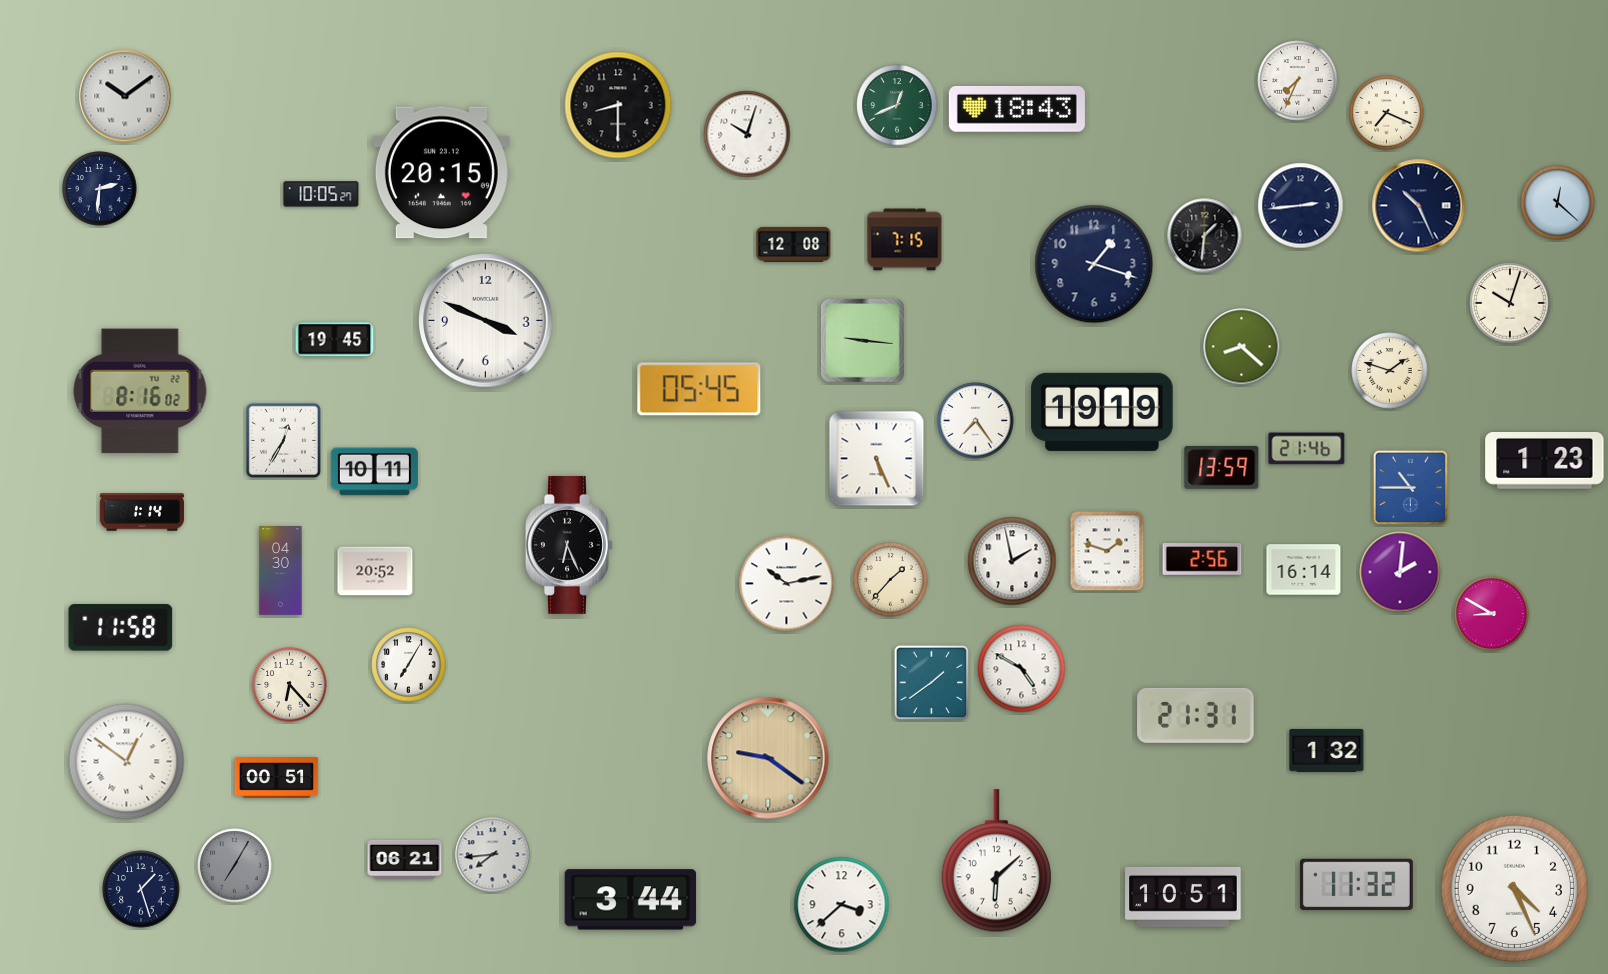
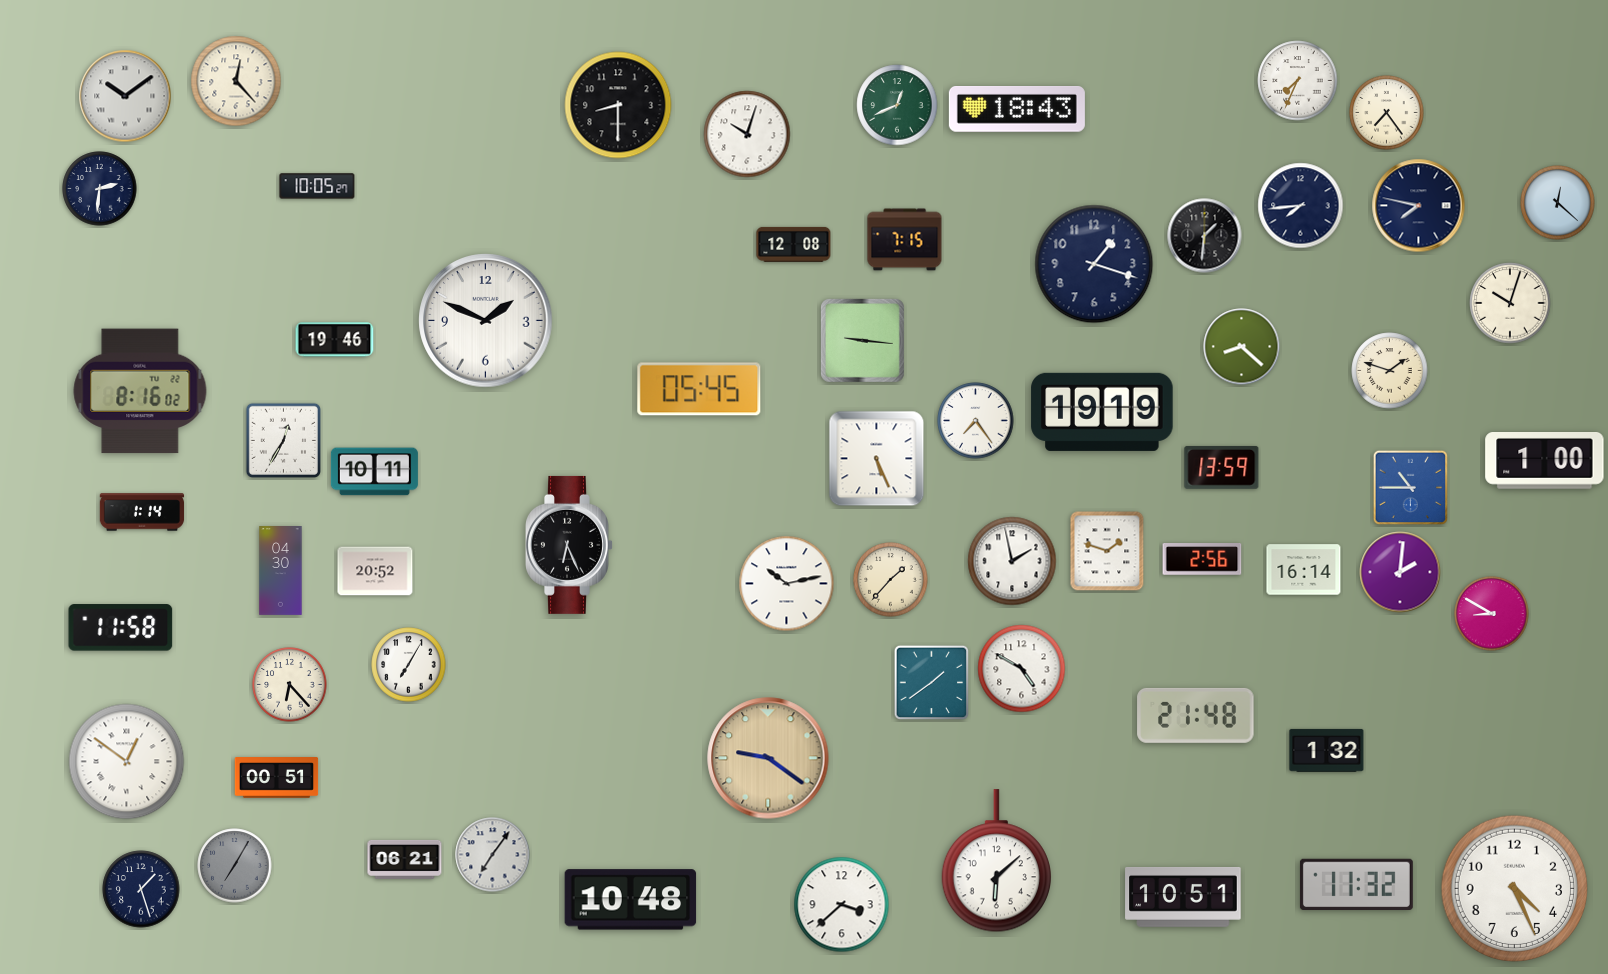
clock at (236, 81): none -> 12:23
clock at (1387, 113): 7:19 -> 7:24
clock at (441, 173): 20:15 -> none
clock at (321, 194) position: (321, 194) -> (317, 186)
clock at (1301, 206): 2:44 -> 7:44
clock at (1419, 206): 10:26 -> 7:47
clock at (486, 321): 3:49 -> 1:49
clock at (335, 340): 19:45 -> 19:46
clock at (1307, 449): 21:46 -> none
clock at (1545, 461): 1:23 -> 1:00
clock at (1196, 715): 21:31 -> 21:48
clock at (493, 855): 7:44 -> 7:06
clock at (631, 900): 3:44 -> 10:48
